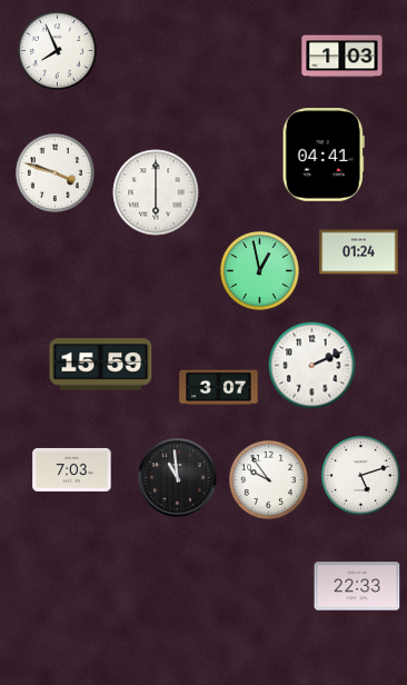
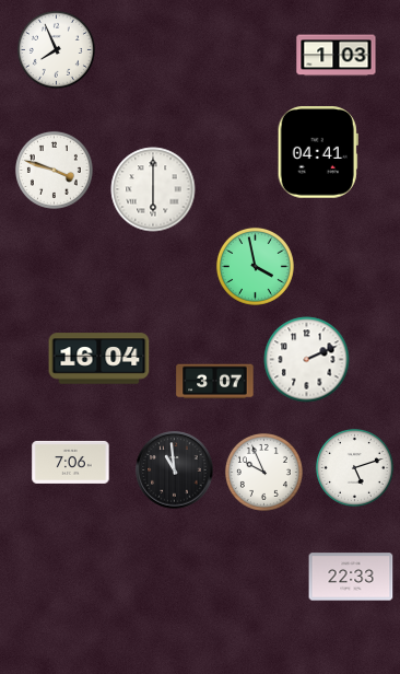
clock at (359, 252): 01:24 -> none
clock at (259, 270): 12:58 -> 3:58
clock at (101, 365): 15:59 -> 16:04
clock at (72, 469): 7:03 -> 7:06
clock at (268, 479): 9:54 -> 9:56
